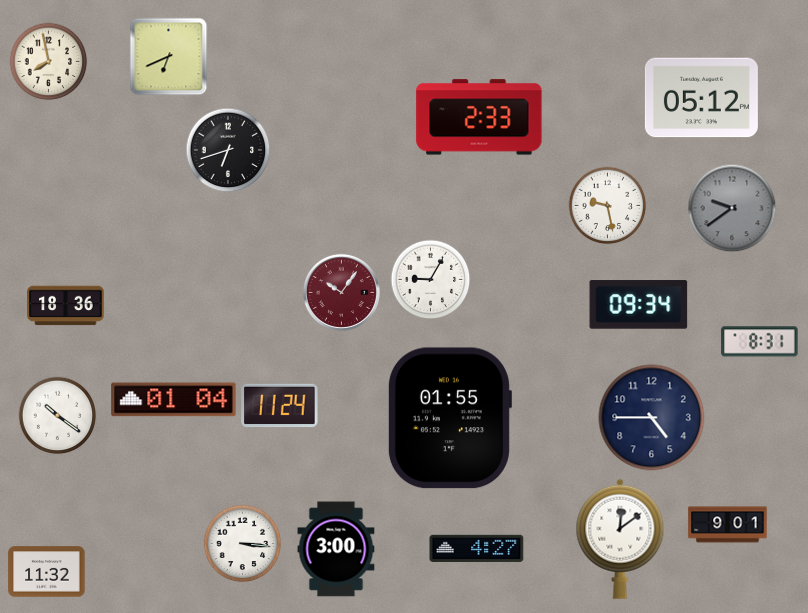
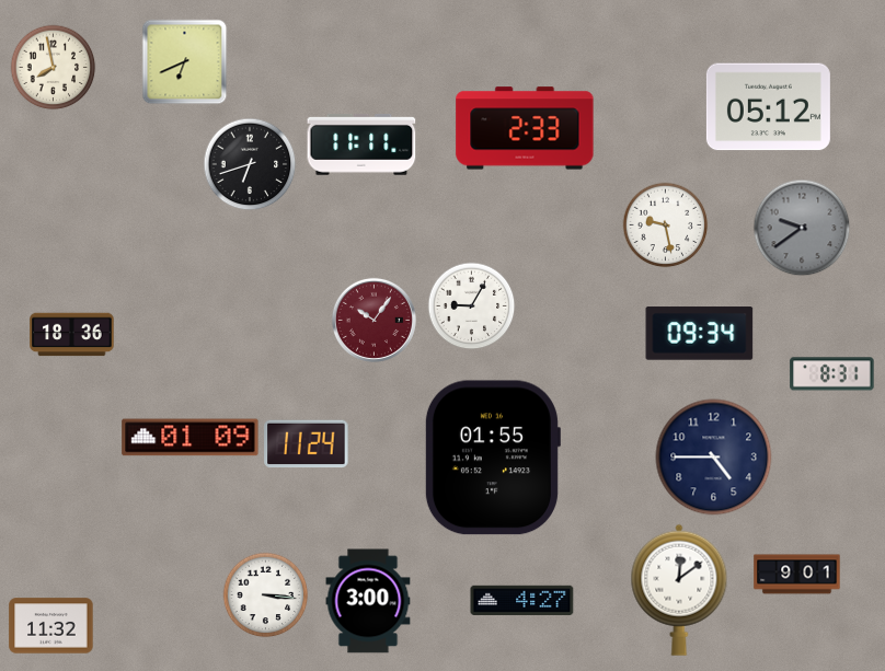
clock at (361, 144): none -> 11:11
clock at (174, 400): 01:04 -> 01:09
clock at (57, 415): 10:21 -> none
